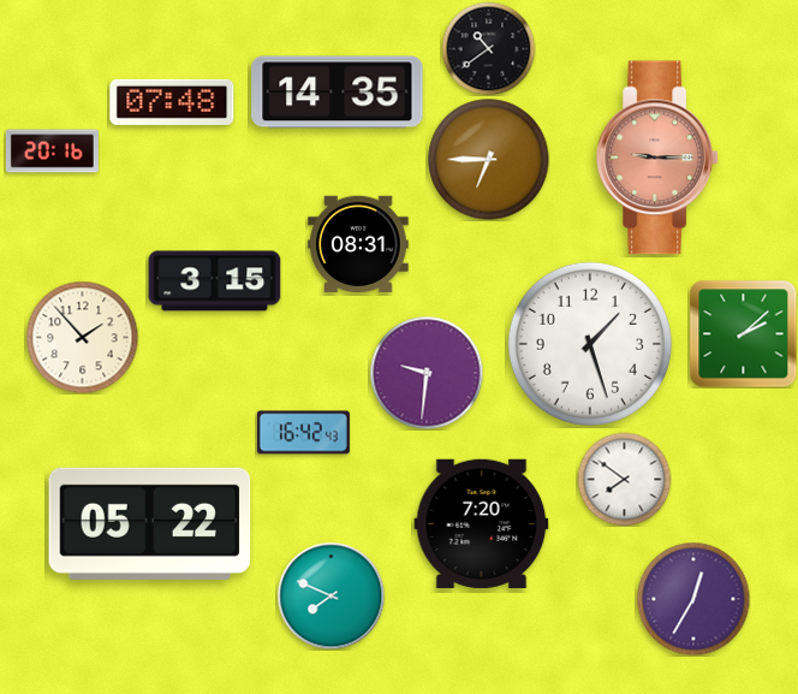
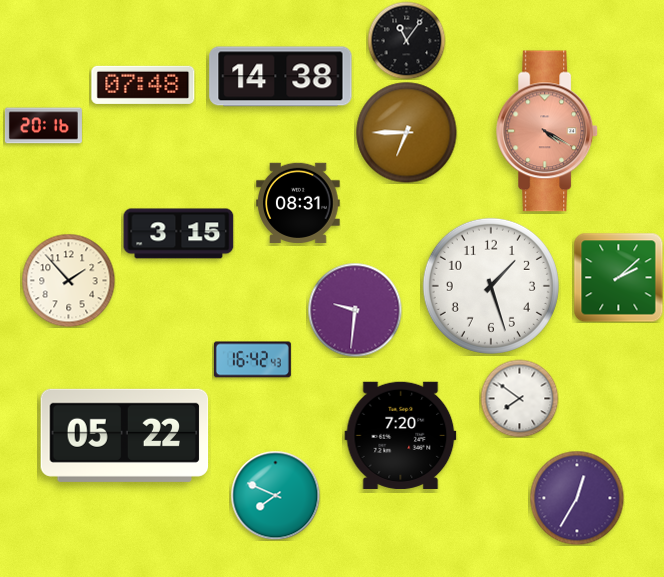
clock at (488, 48): 10:39 -> 11:06
clock at (338, 93): 14:35 -> 14:38
clock at (659, 158): 9:15 -> 4:20
